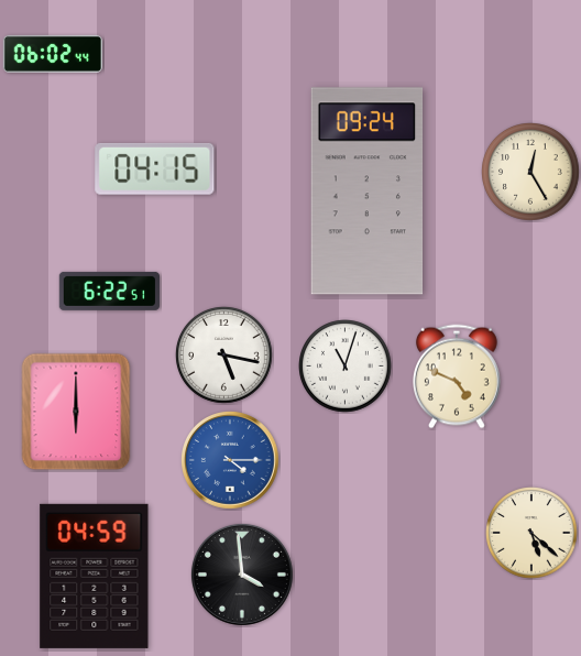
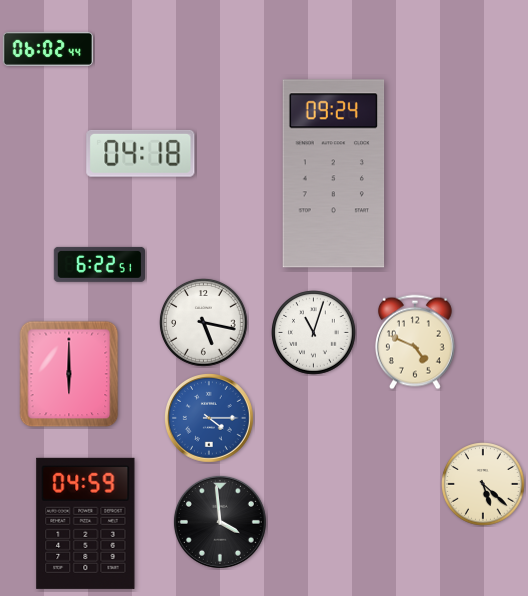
clock at (155, 168): 04:15 -> 04:18
clock at (531, 173): 12:25 -> none
